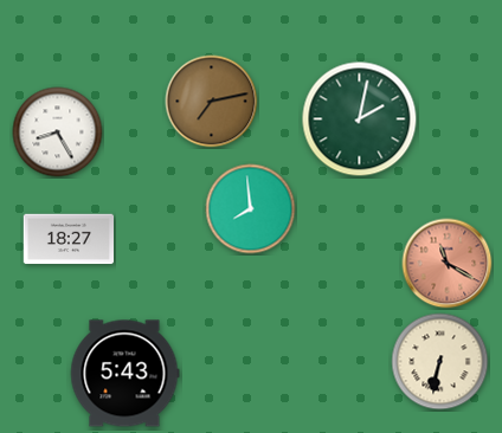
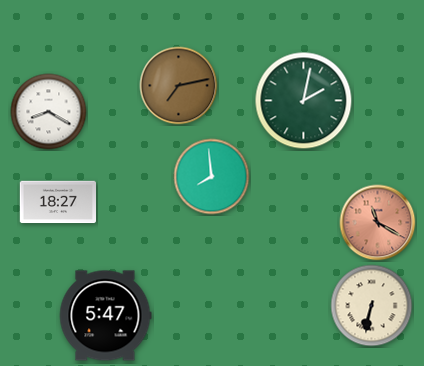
clock at (58, 133): 8:25 -> 8:20
clock at (124, 374): 5:43 -> 5:47
